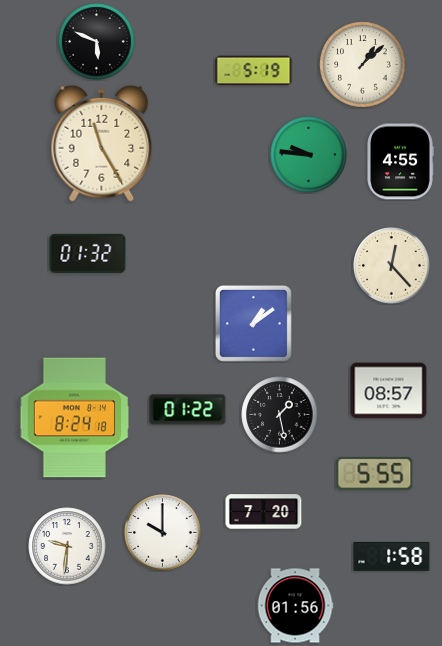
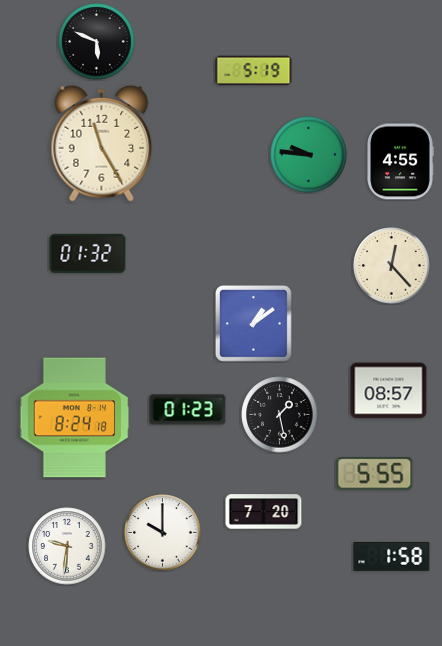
clock at (363, 65): 1:08 -> none
clock at (188, 410): 01:22 -> 01:23
clock at (295, 606): 01:56 -> none
